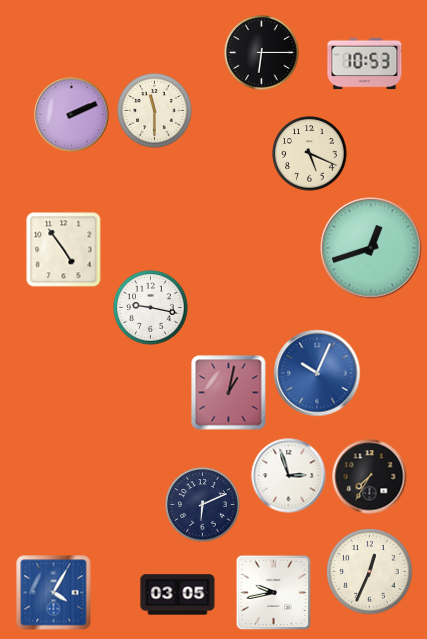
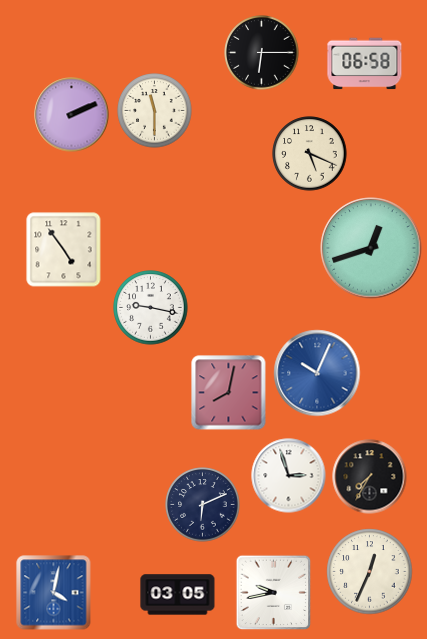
clock at (365, 64): 10:53 -> 06:58
clock at (229, 393): 1:02 -> 8:02
clock at (54, 593): 4:05 -> 4:02
